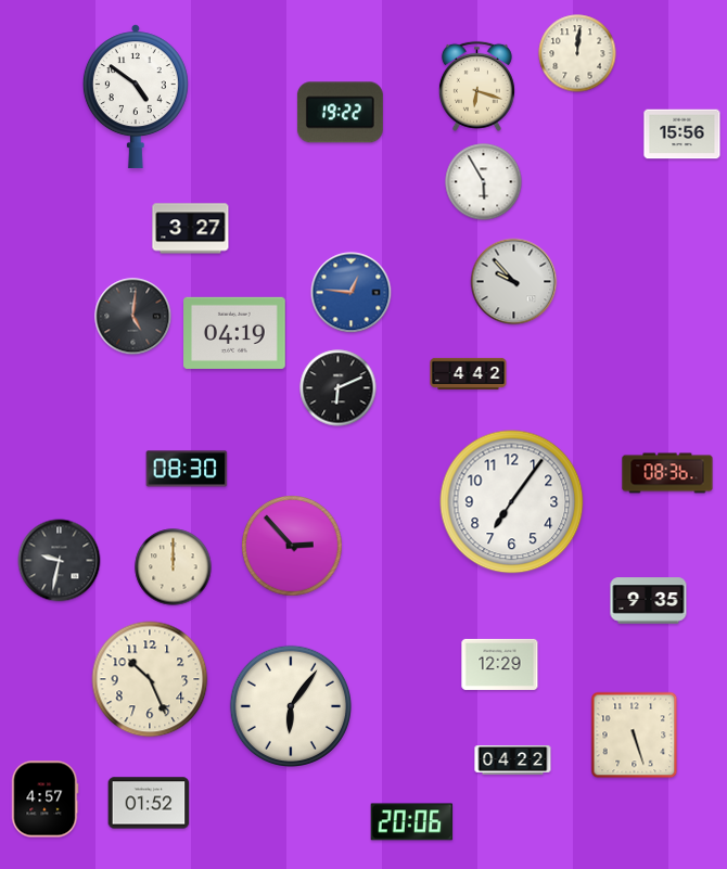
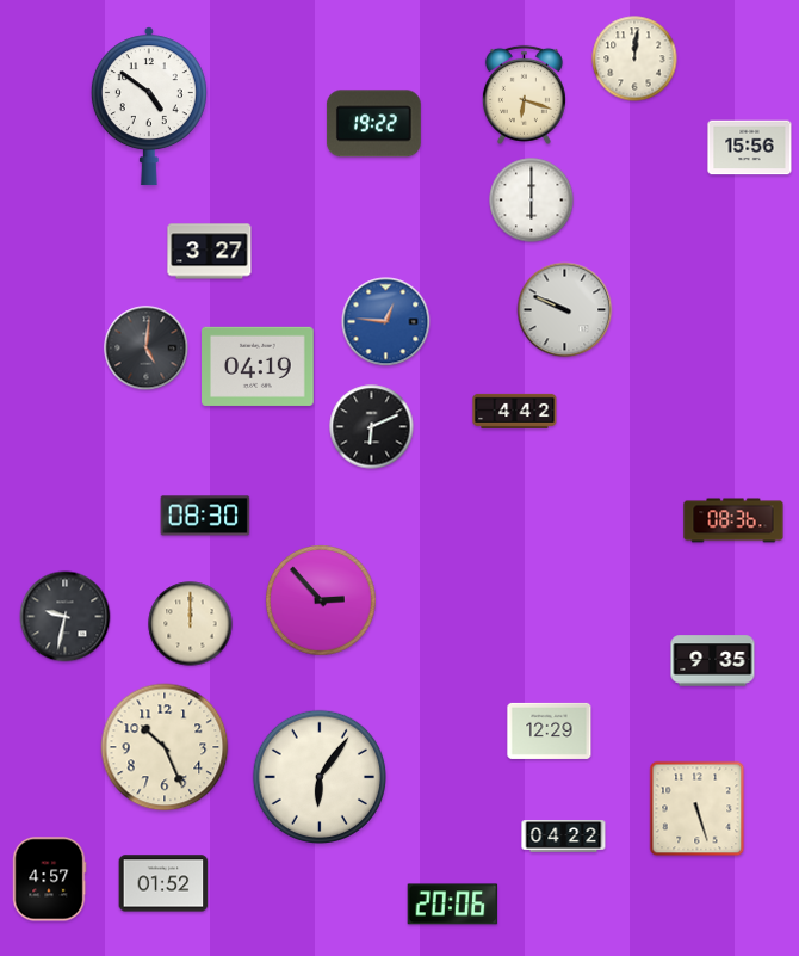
clock at (484, 182): 5:55 -> 6:00
clock at (514, 282): 9:53 -> 9:49
clock at (512, 502): 7:06 -> none
